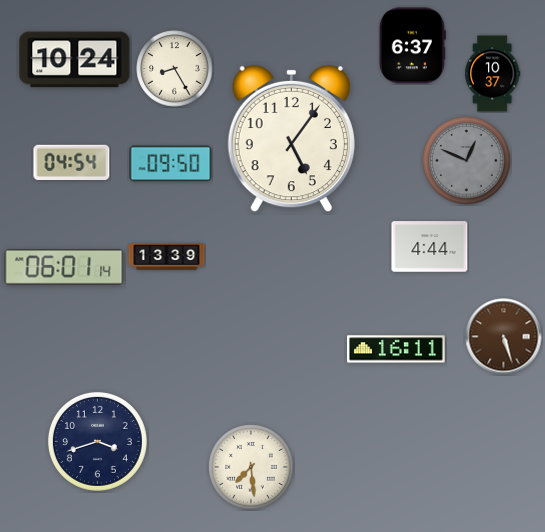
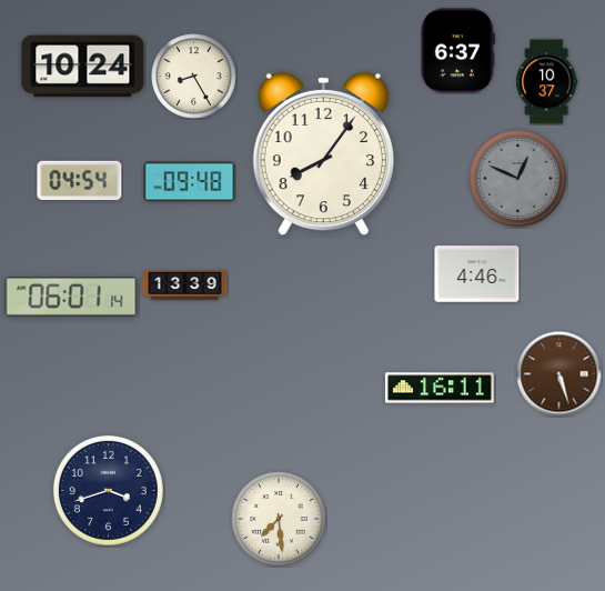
clock at (291, 139): 5:06 -> 8:06
clock at (171, 164): 09:50 -> 09:48
clock at (430, 247): 4:44 -> 4:46
